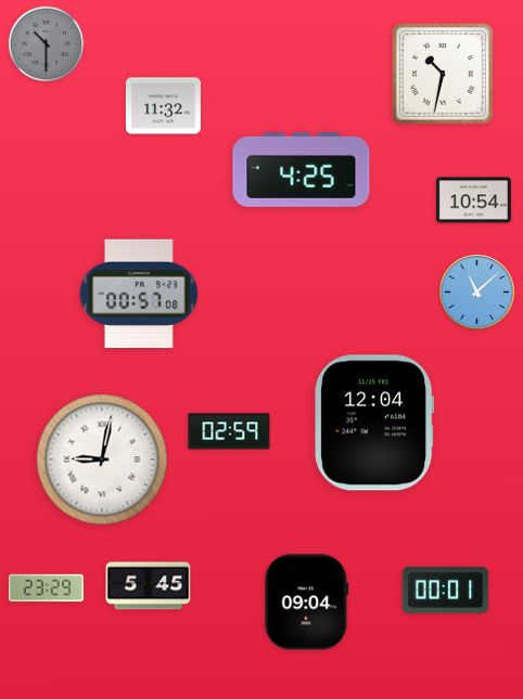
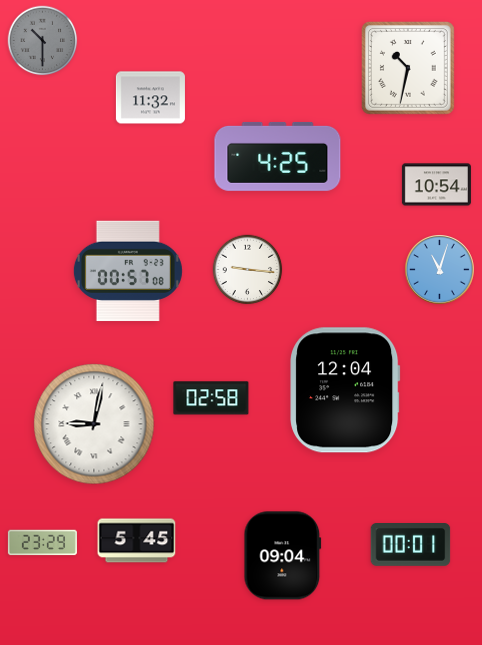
clock at (248, 270): none -> 9:16
clock at (477, 293): 11:08 -> 11:03
clock at (229, 431): 02:59 -> 02:58
